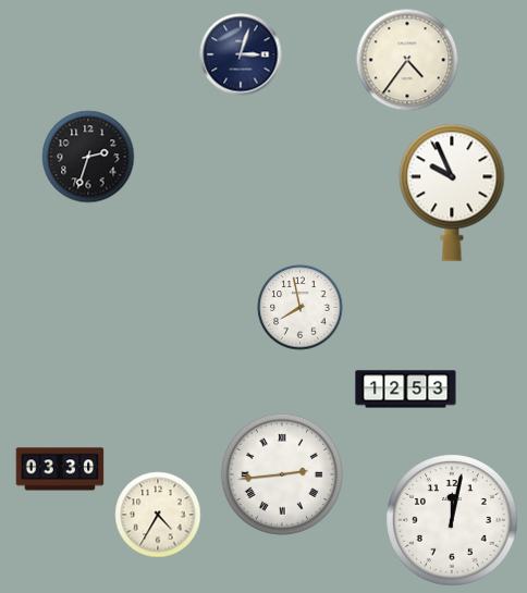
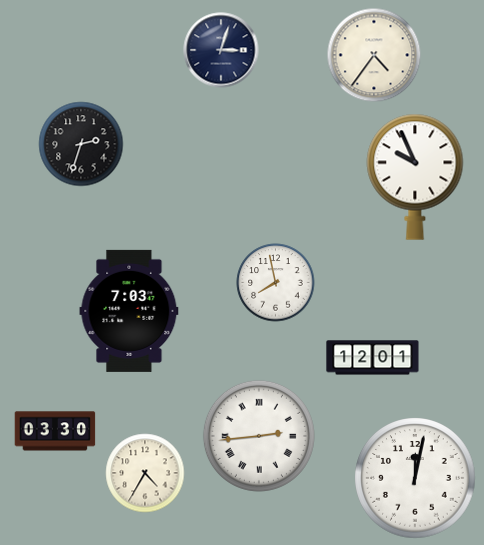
clock at (129, 311): none -> 7:03
clock at (406, 390): 12:53 -> 12:01
